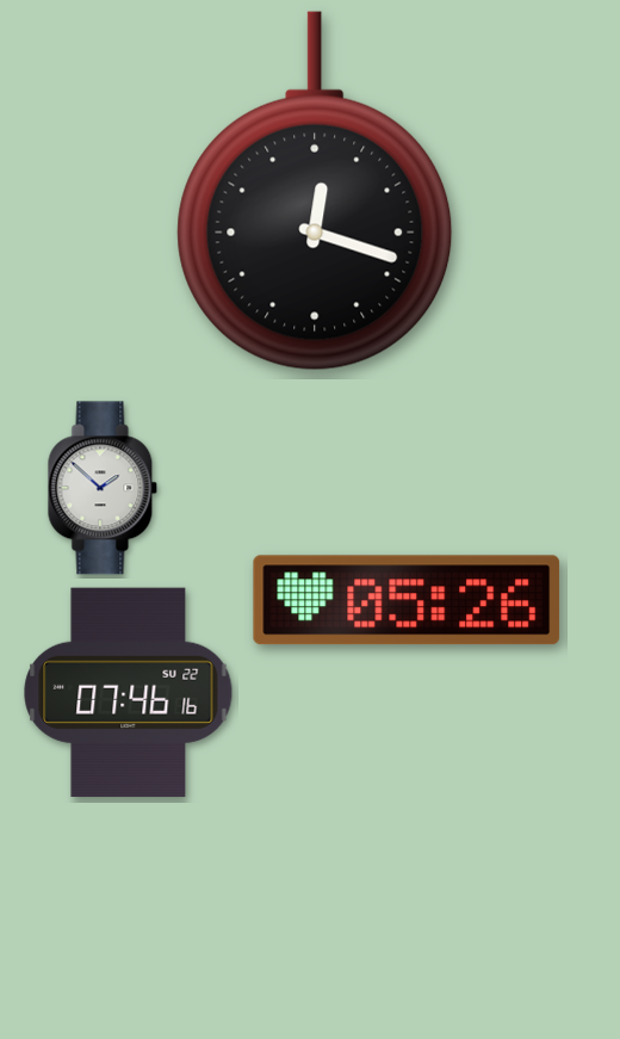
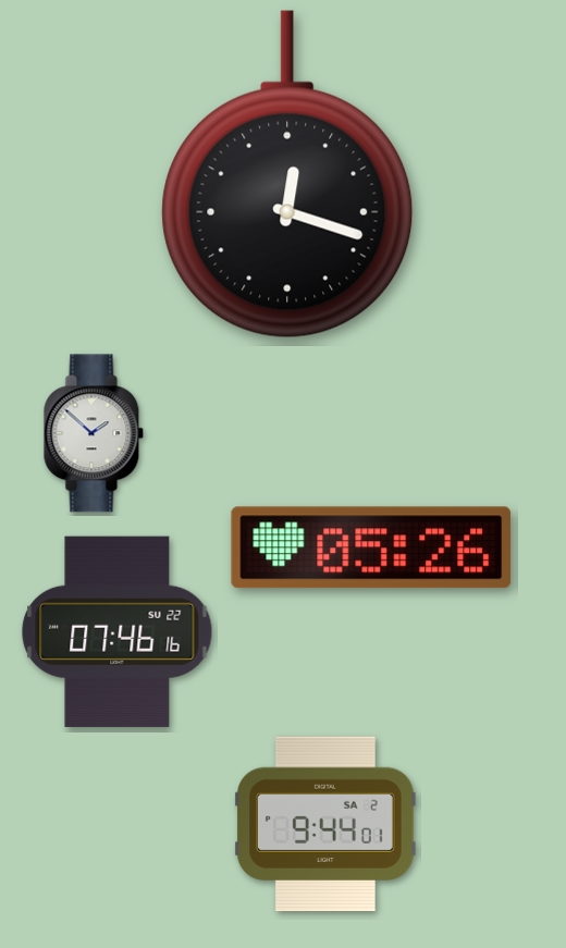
clock at (103, 488) position: (103, 488) -> (94, 433)
clock at (327, 824): none -> 9:44
